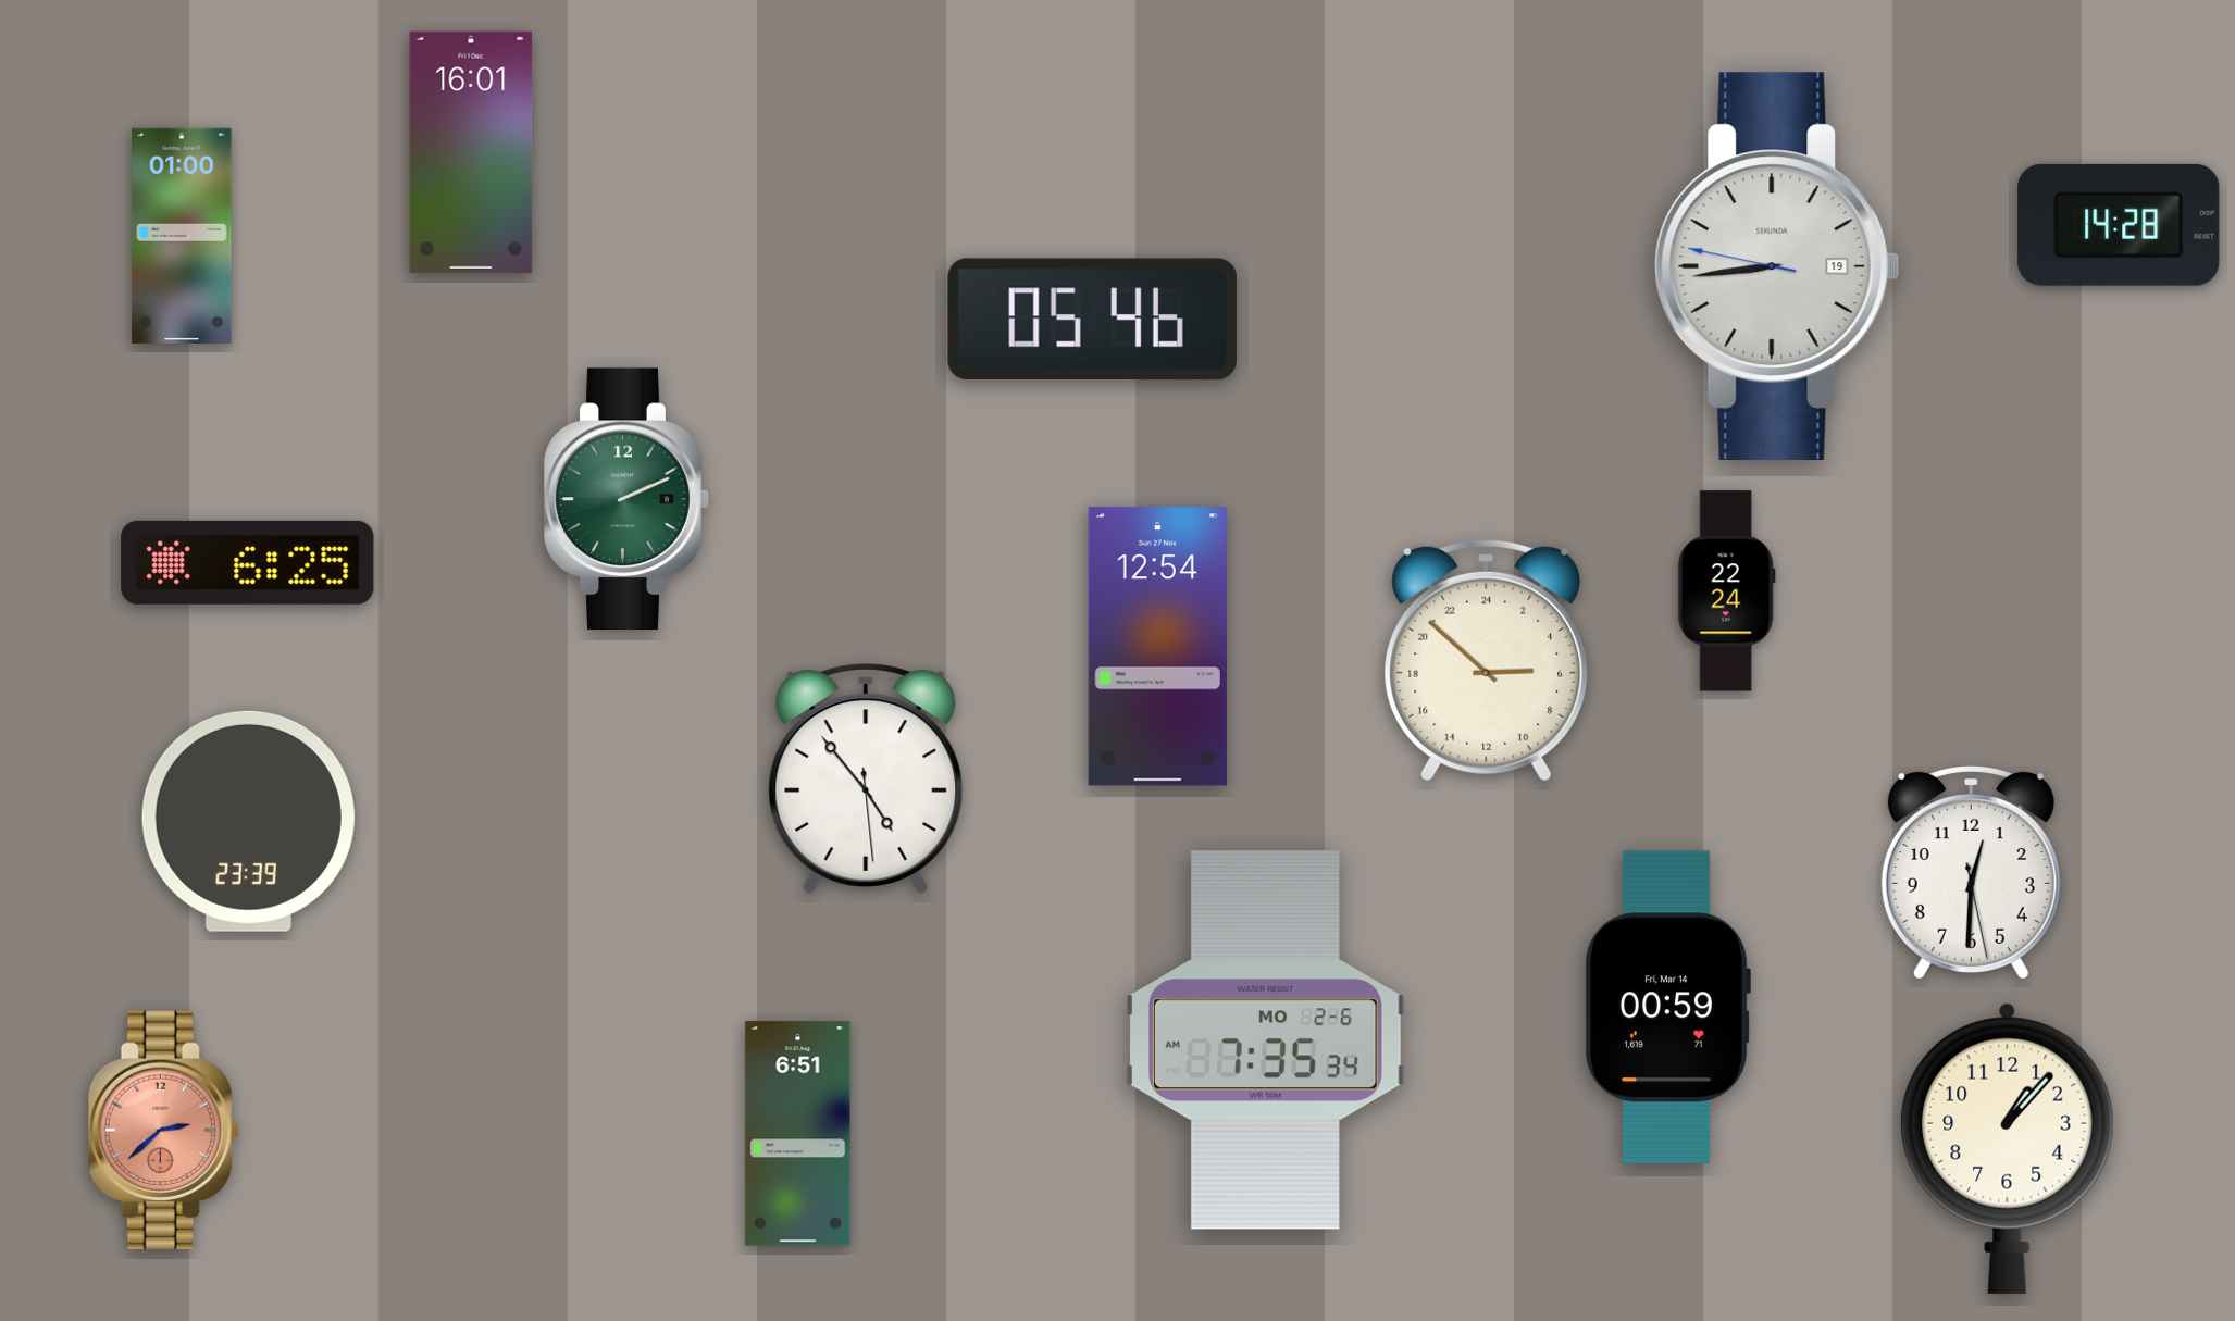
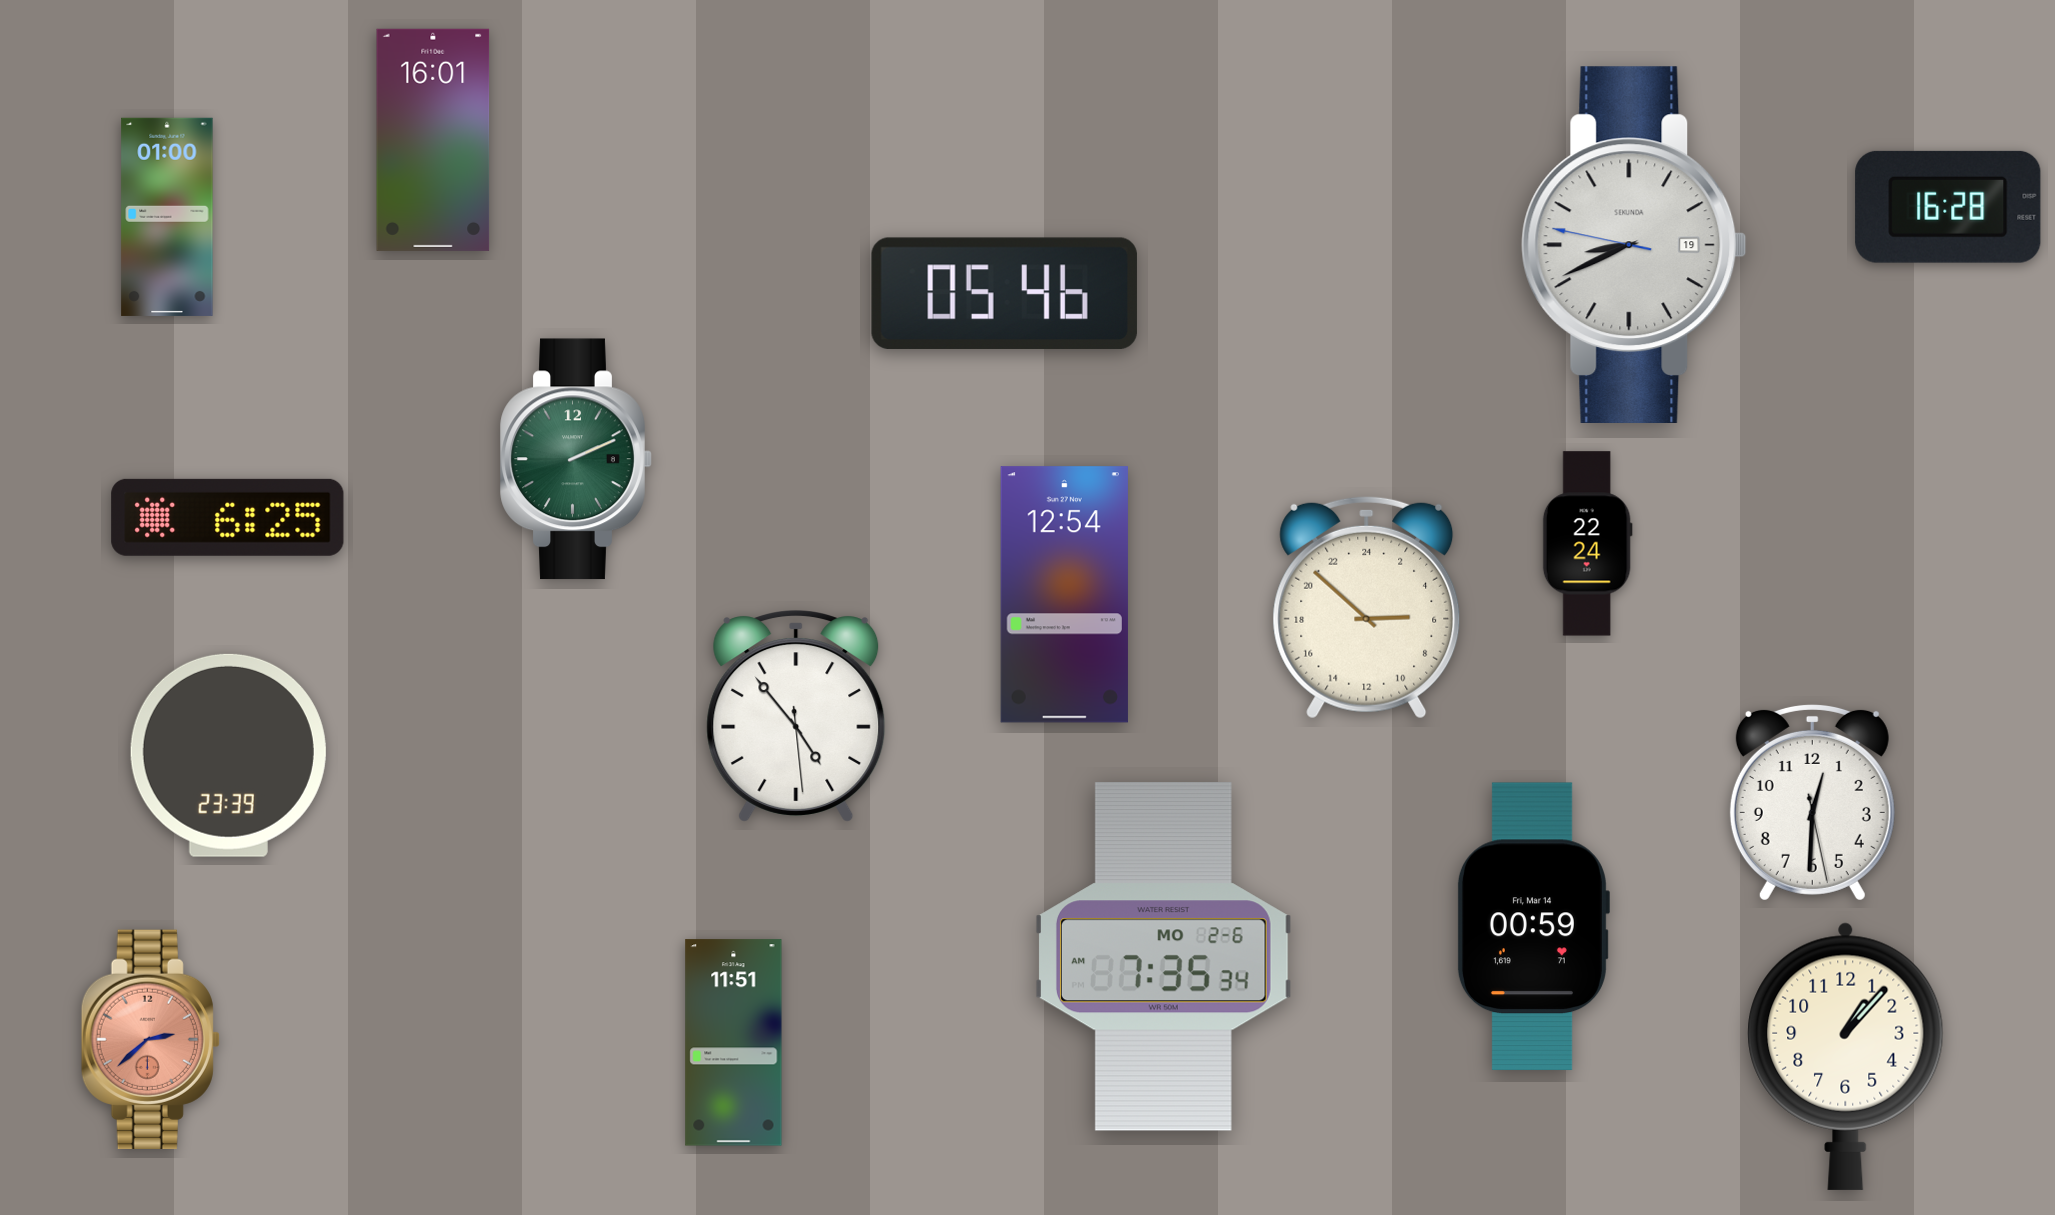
clock at (2119, 225): 14:28 -> 16:28
clock at (1777, 265): 8:43 -> 8:40
clock at (798, 1134): 6:51 -> 11:51
